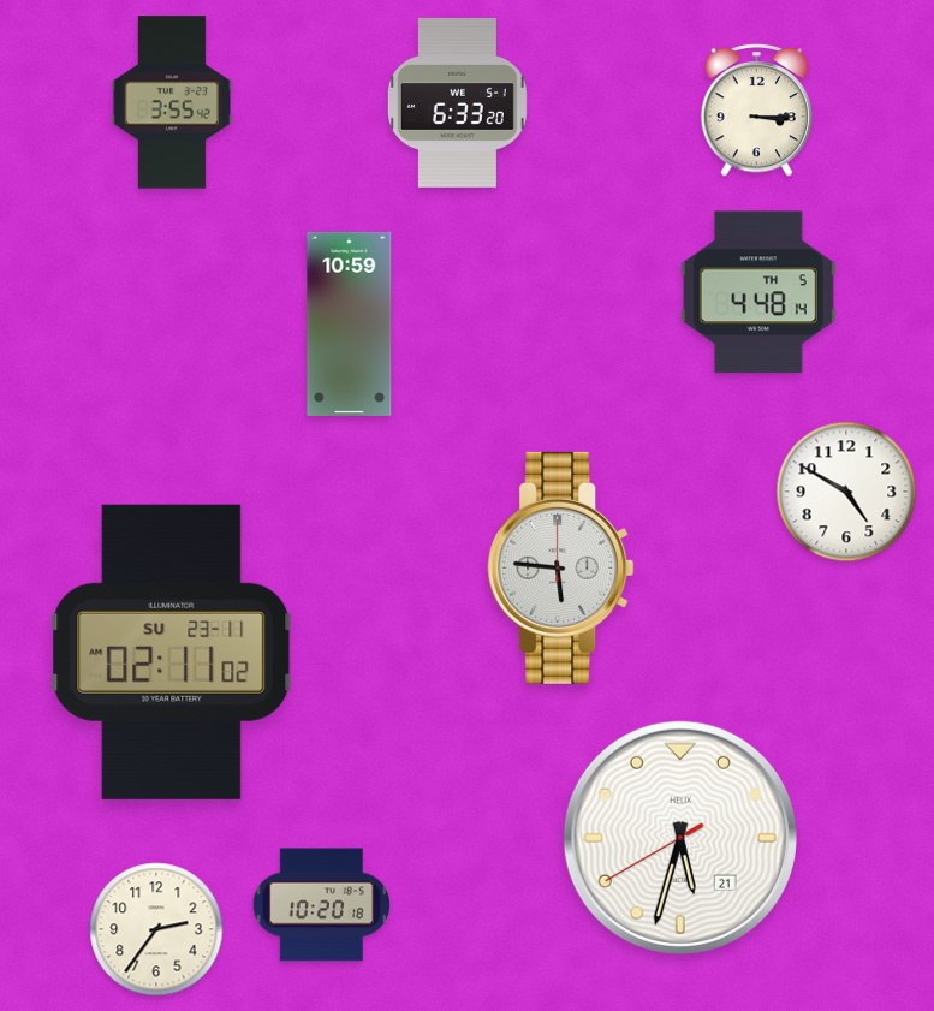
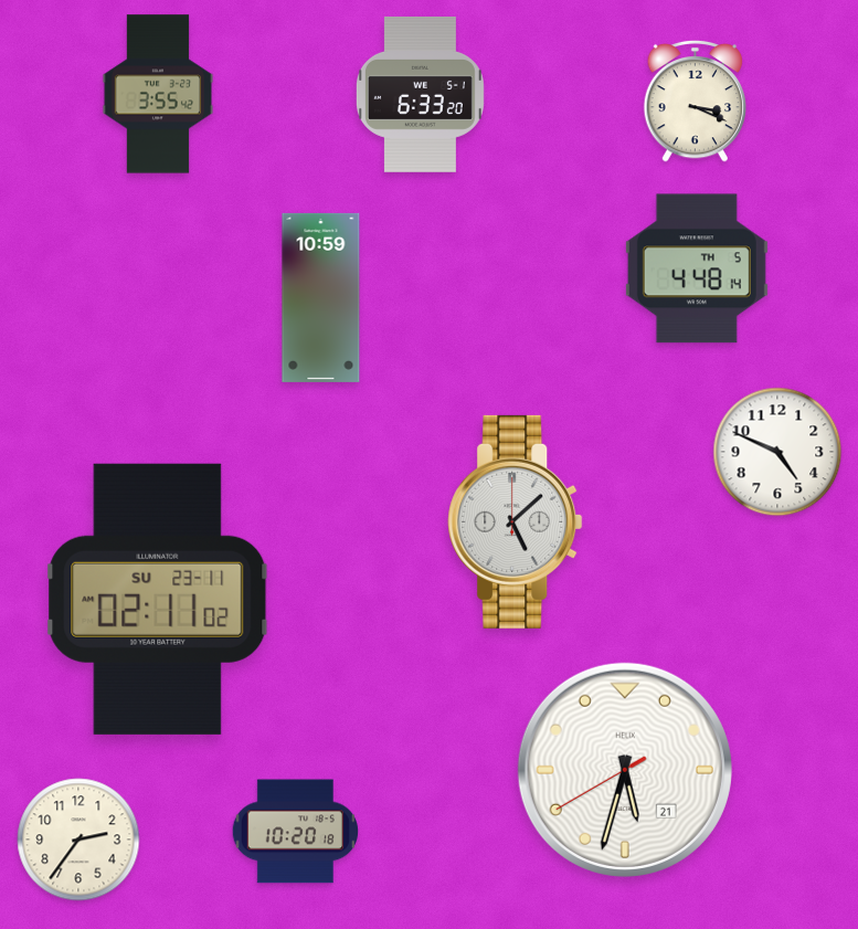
clock at (757, 109): 3:15 -> 3:19
clock at (846, 492): 4:50 -> 4:49
clock at (561, 567): 5:46 -> 5:08
clock at (156, 929) position: (156, 929) -> (78, 840)
